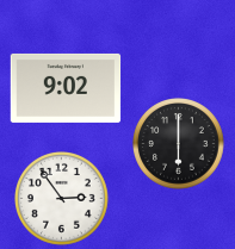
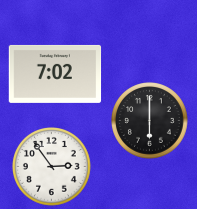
clock at (66, 88): 9:02 -> 7:02
